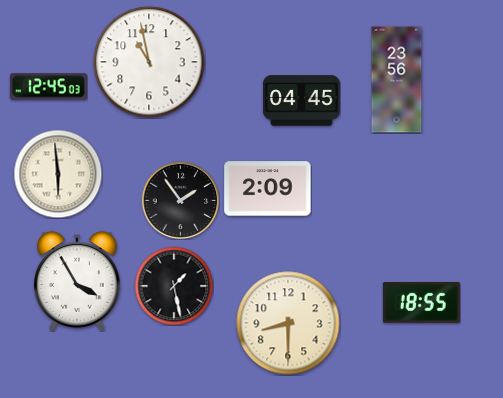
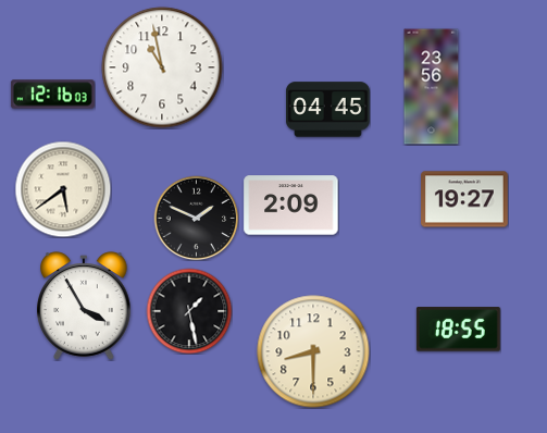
clock at (48, 87): 12:45 -> 12:16
clock at (58, 174): 5:59 -> 5:39
clock at (464, 199): none -> 19:27
clock at (180, 200): 1:54 -> 1:49
